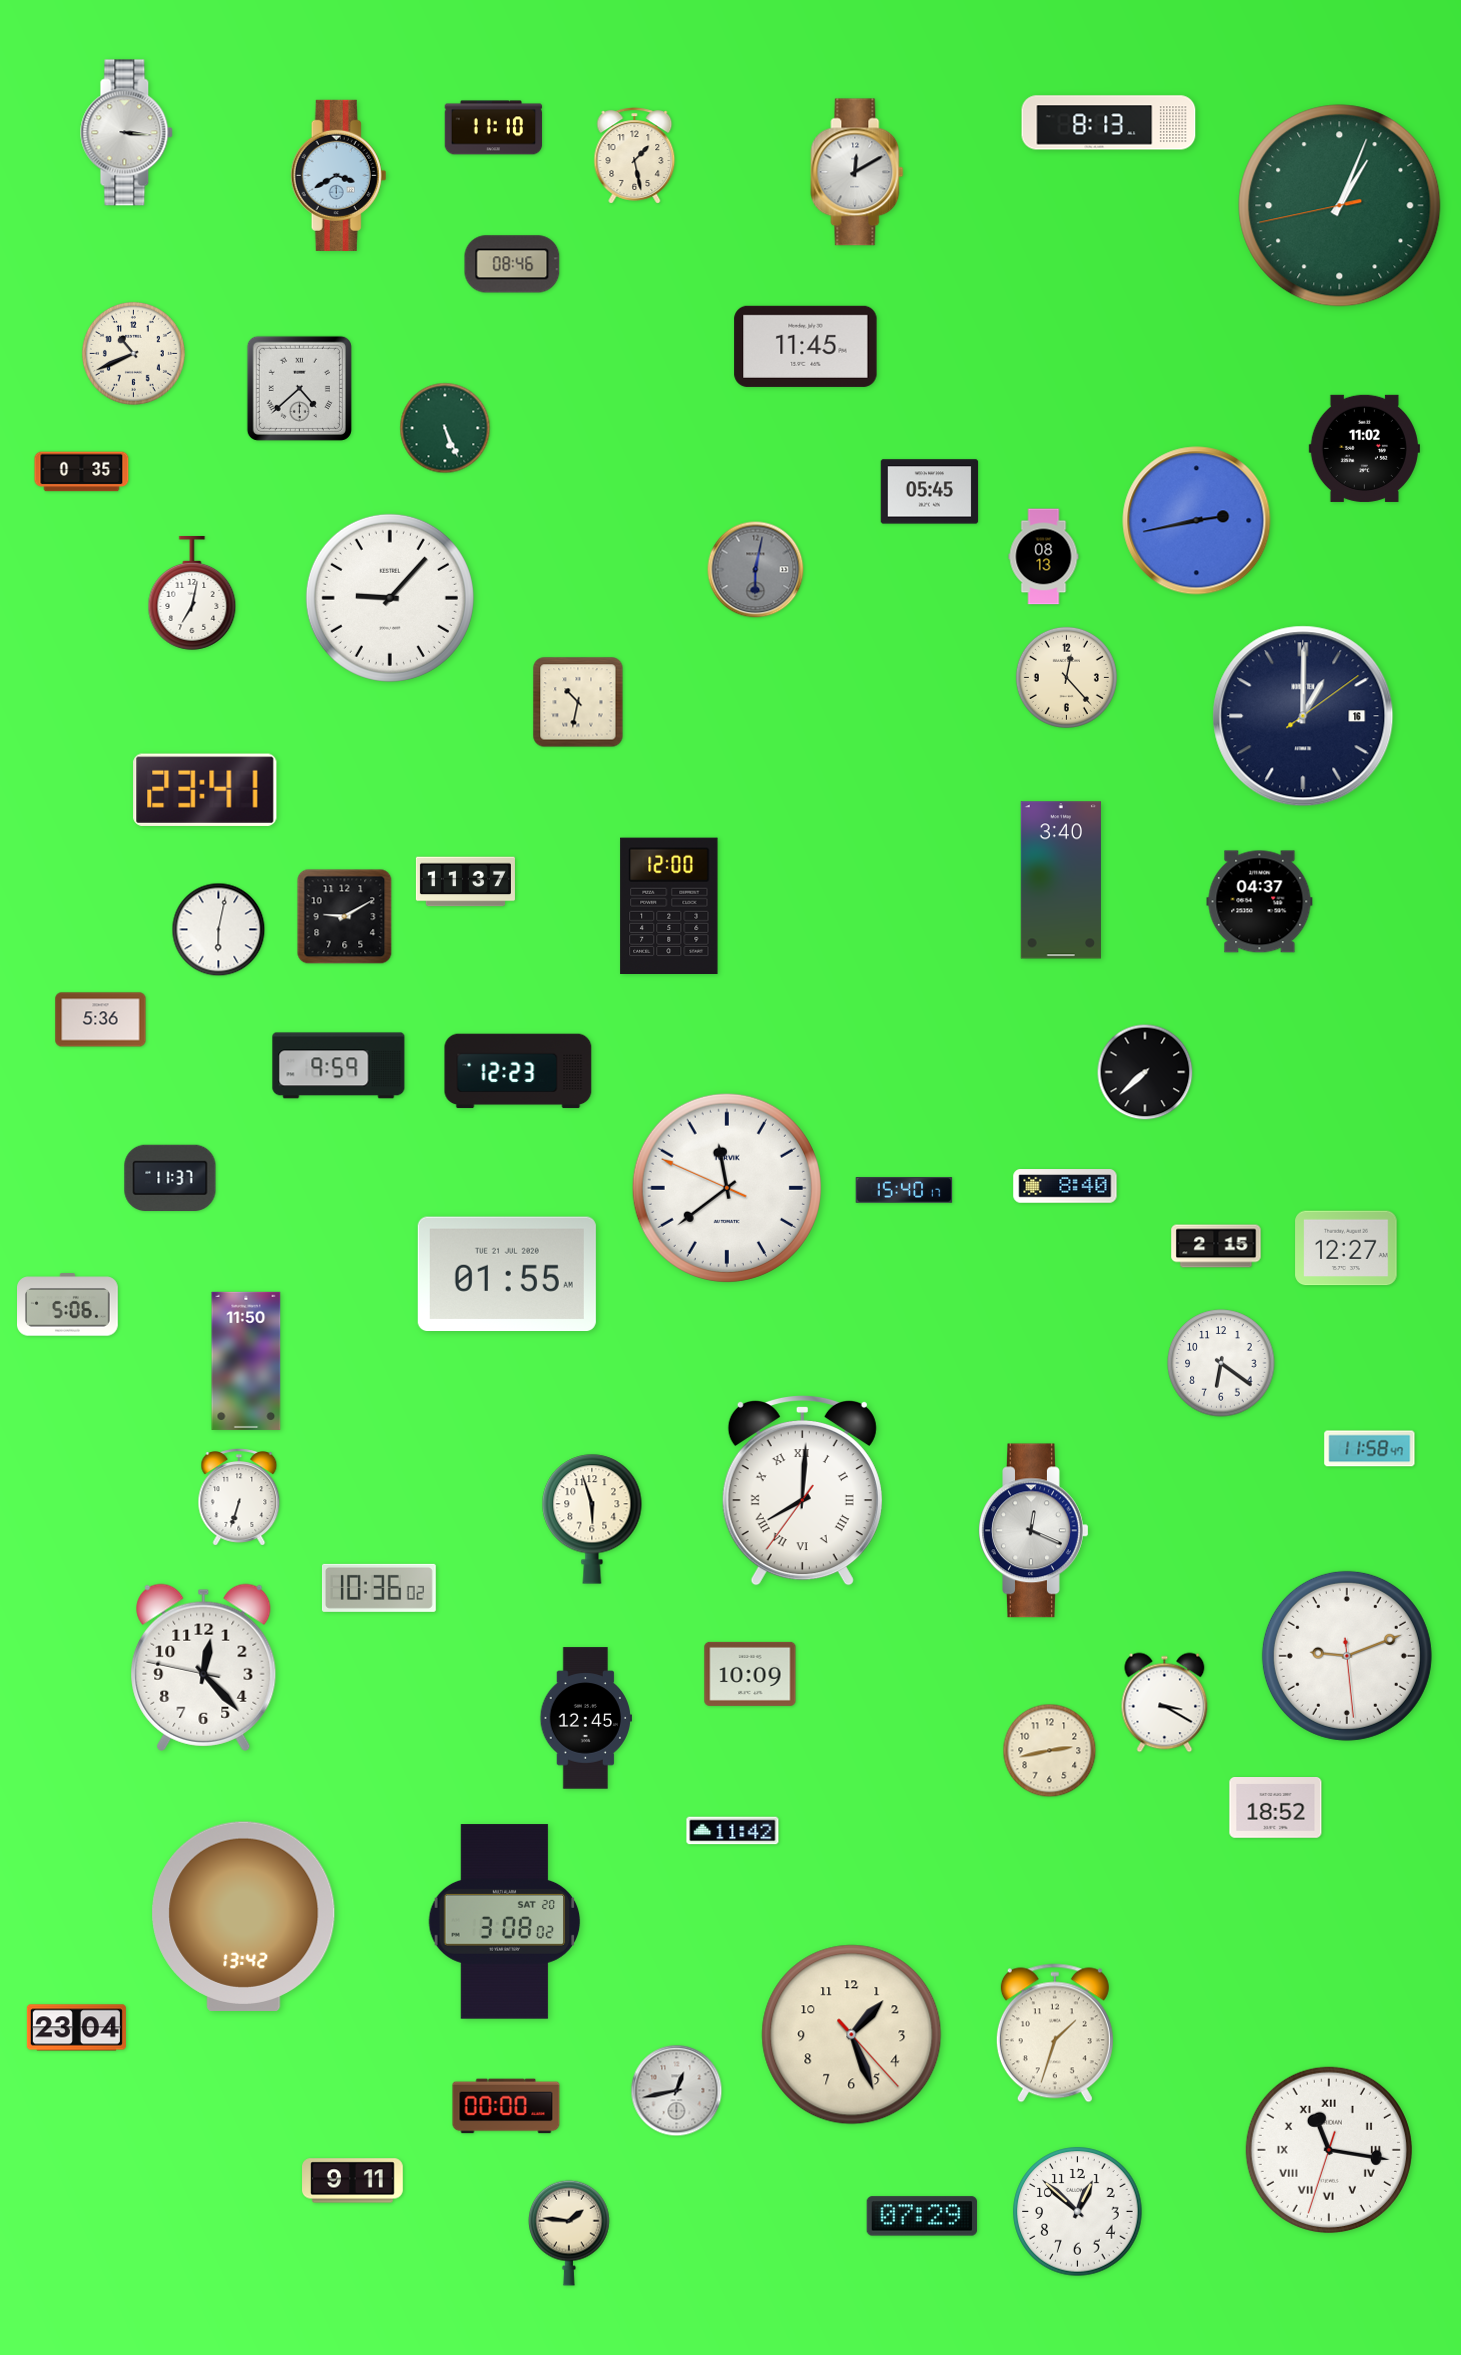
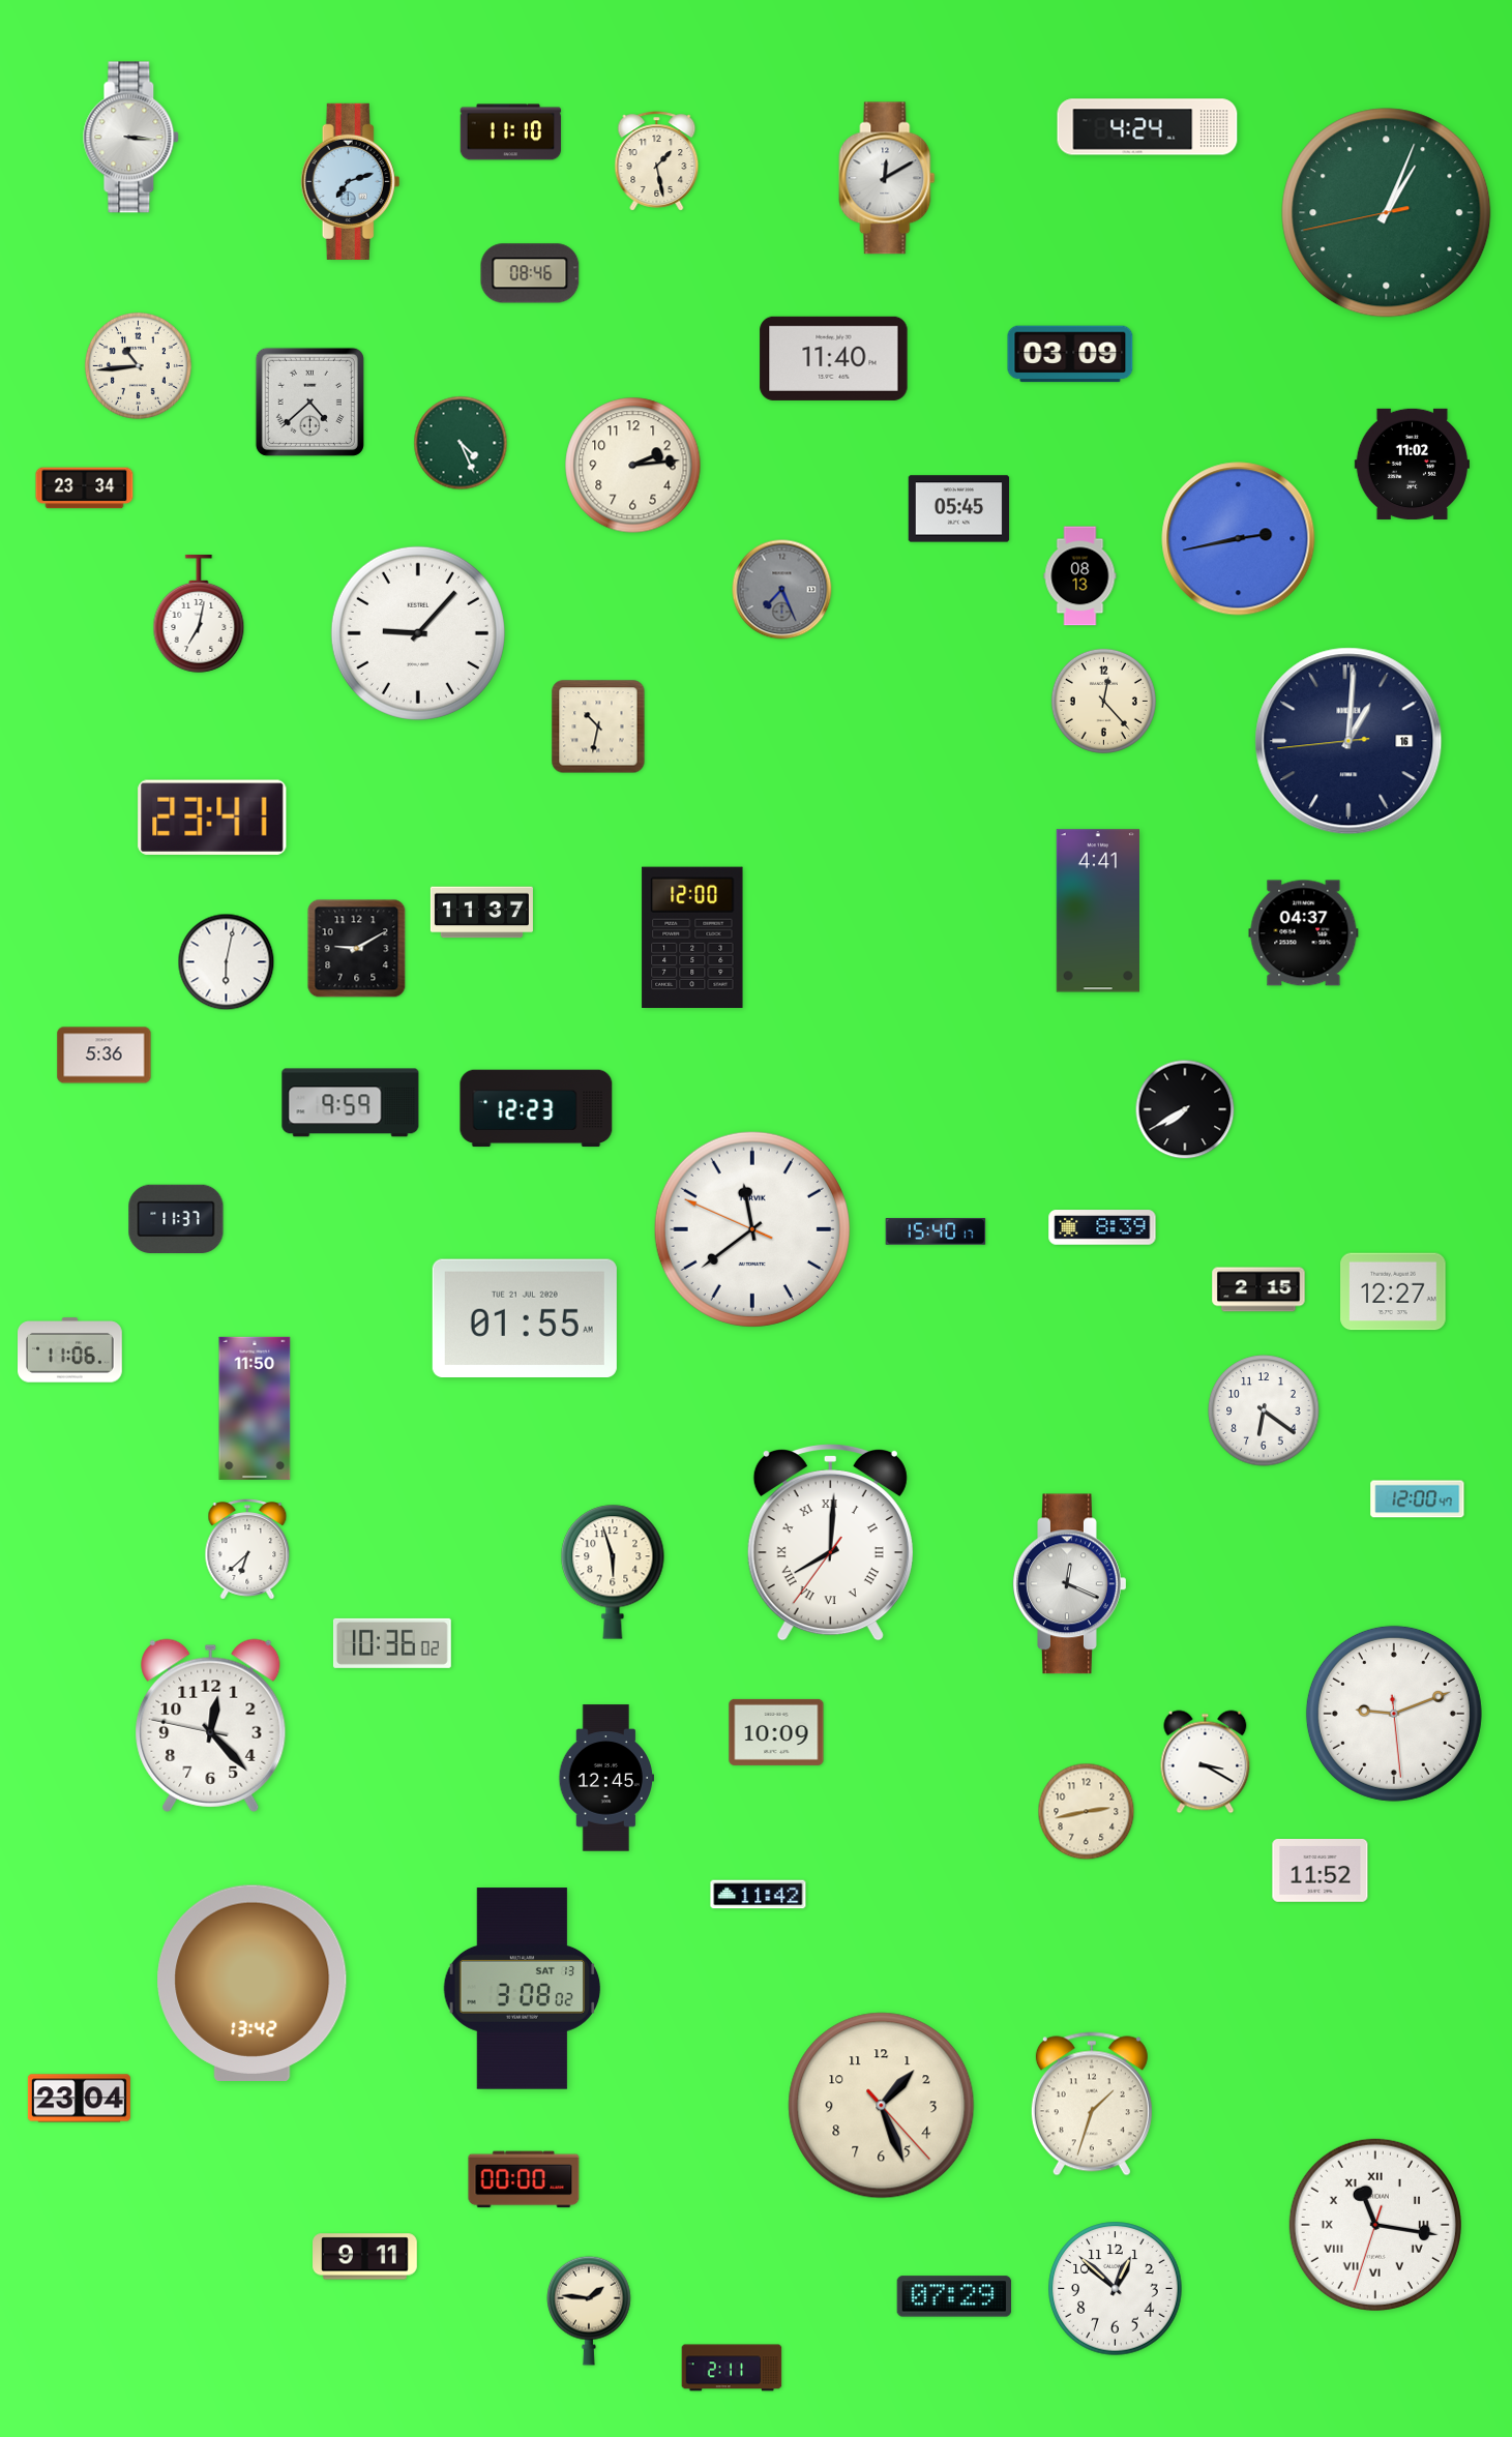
clock at (1109, 123): 8:13 -> 4:24
clock at (339, 175): 3:40 -> 7:12
clock at (1070, 354): none -> 03:09
clock at (806, 346): 11:45 -> 11:40
clock at (133, 353): 10:41 -> 10:44
clock at (445, 428): 5:26 -> 4:26
clock at (633, 466): none -> 2:14
clock at (82, 472): 0:35 -> 23:34
clock at (930, 492) position: (930, 492) -> (959, 509)
clock at (756, 570): 6:02 -> 7:26
clock at (390, 598) position: (390, 598) -> (418, 633)
clock at (1303, 716): 1:00:09 -> 1:00:44
clock at (1061, 880): 3:40 -> 4:41
clock at (1145, 1072): 7:38 -> 7:40
clock at (1065, 1186): 8:40 -> 8:39
clock at (68, 1305): 5:06 -> 11:06
clock at (1370, 1449): 11:58 -> 12:00
clock at (239, 1497): 6:33 -> 6:38
clock at (1276, 1808): 18:52 -> 11:52
clock at (505, 1922) date: SAT 20 -> SAT 13
clock at (677, 2091): 12:43 -> none
clock at (922, 2216) position: (922, 2216) -> (954, 2296)
clock at (732, 2368): none -> 2:11
